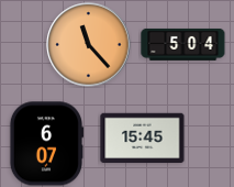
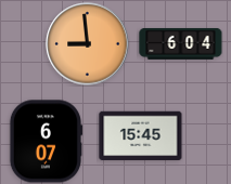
clock at (183, 44): 5:04 -> 6:04
clock at (89, 45): 11:23 -> 8:59
